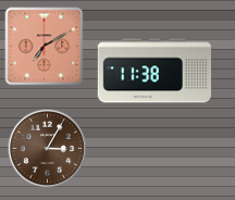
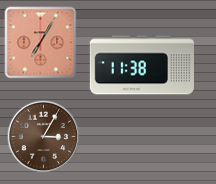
clock at (45, 47): 7:10 -> 7:05
